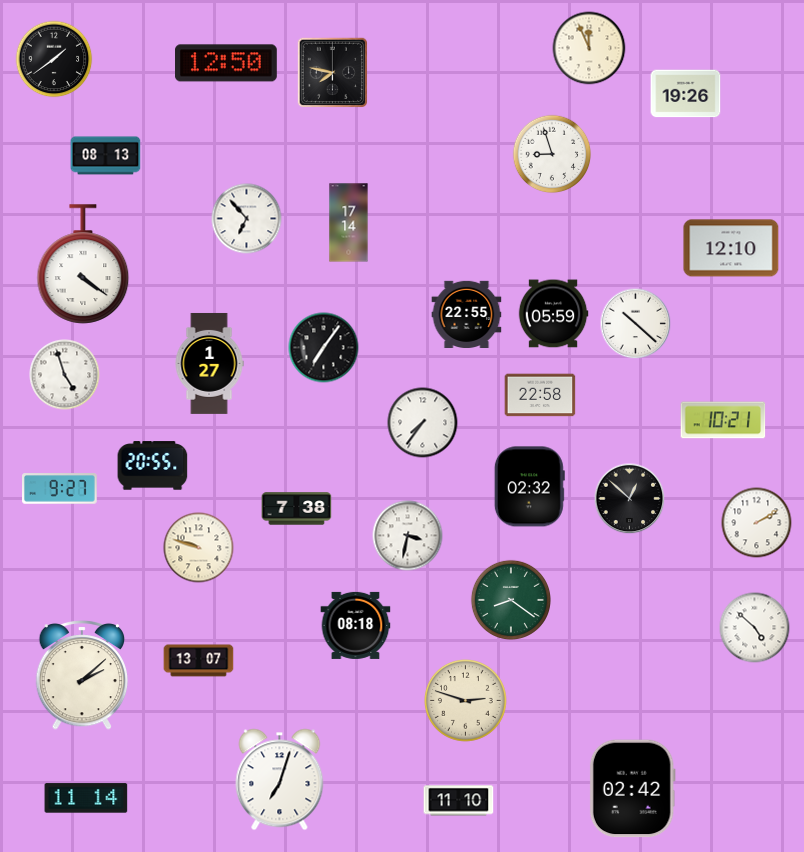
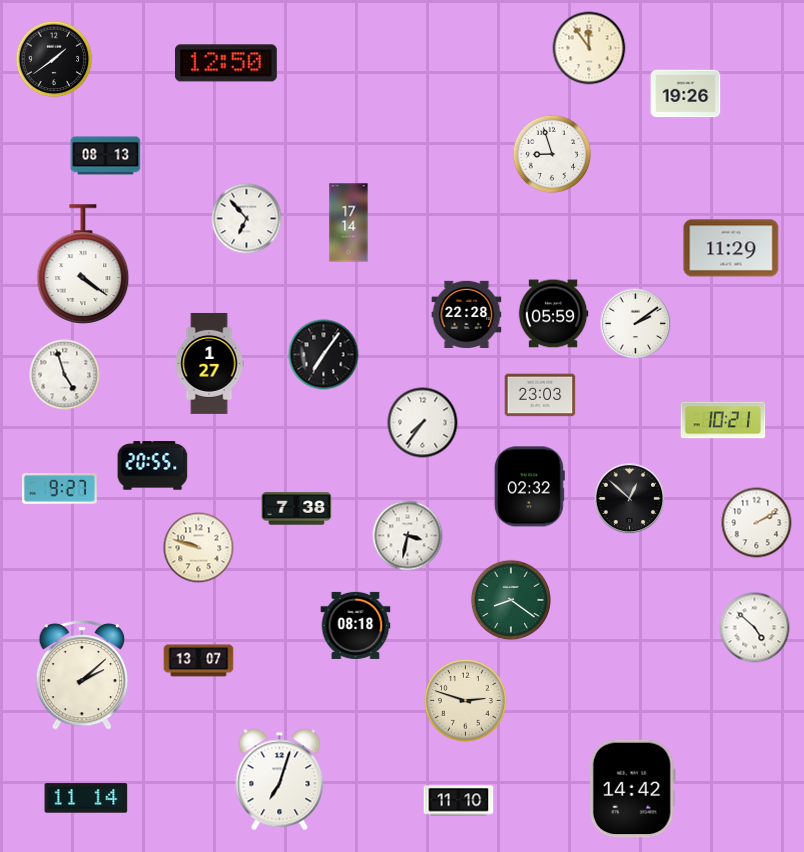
clock at (589, 48): 11:56 -> 11:54
clock at (332, 72): 7:47 -> none
clock at (731, 248): 12:10 -> 11:29
clock at (467, 314): 22:55 -> 22:28
clock at (636, 324): 10:22 -> 2:09
clock at (324, 348) position: (324, 348) -> (324, 355)
clock at (540, 395): 22:58 -> 23:03
clock at (632, 789): 02:42 -> 14:42
